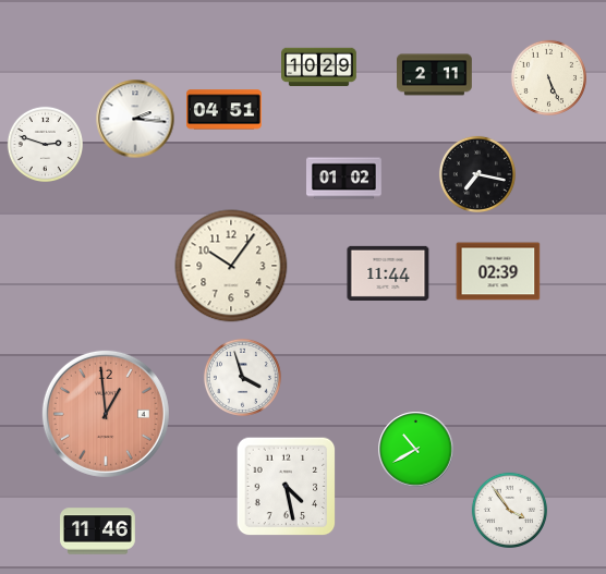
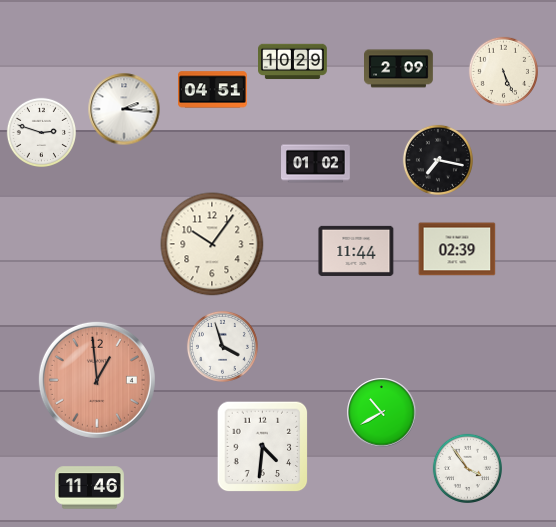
clock at (435, 75): 2:11 -> 2:09
clock at (225, 110) position: (225, 110) -> (213, 90)
clock at (287, 487): 4:28 -> 4:31
